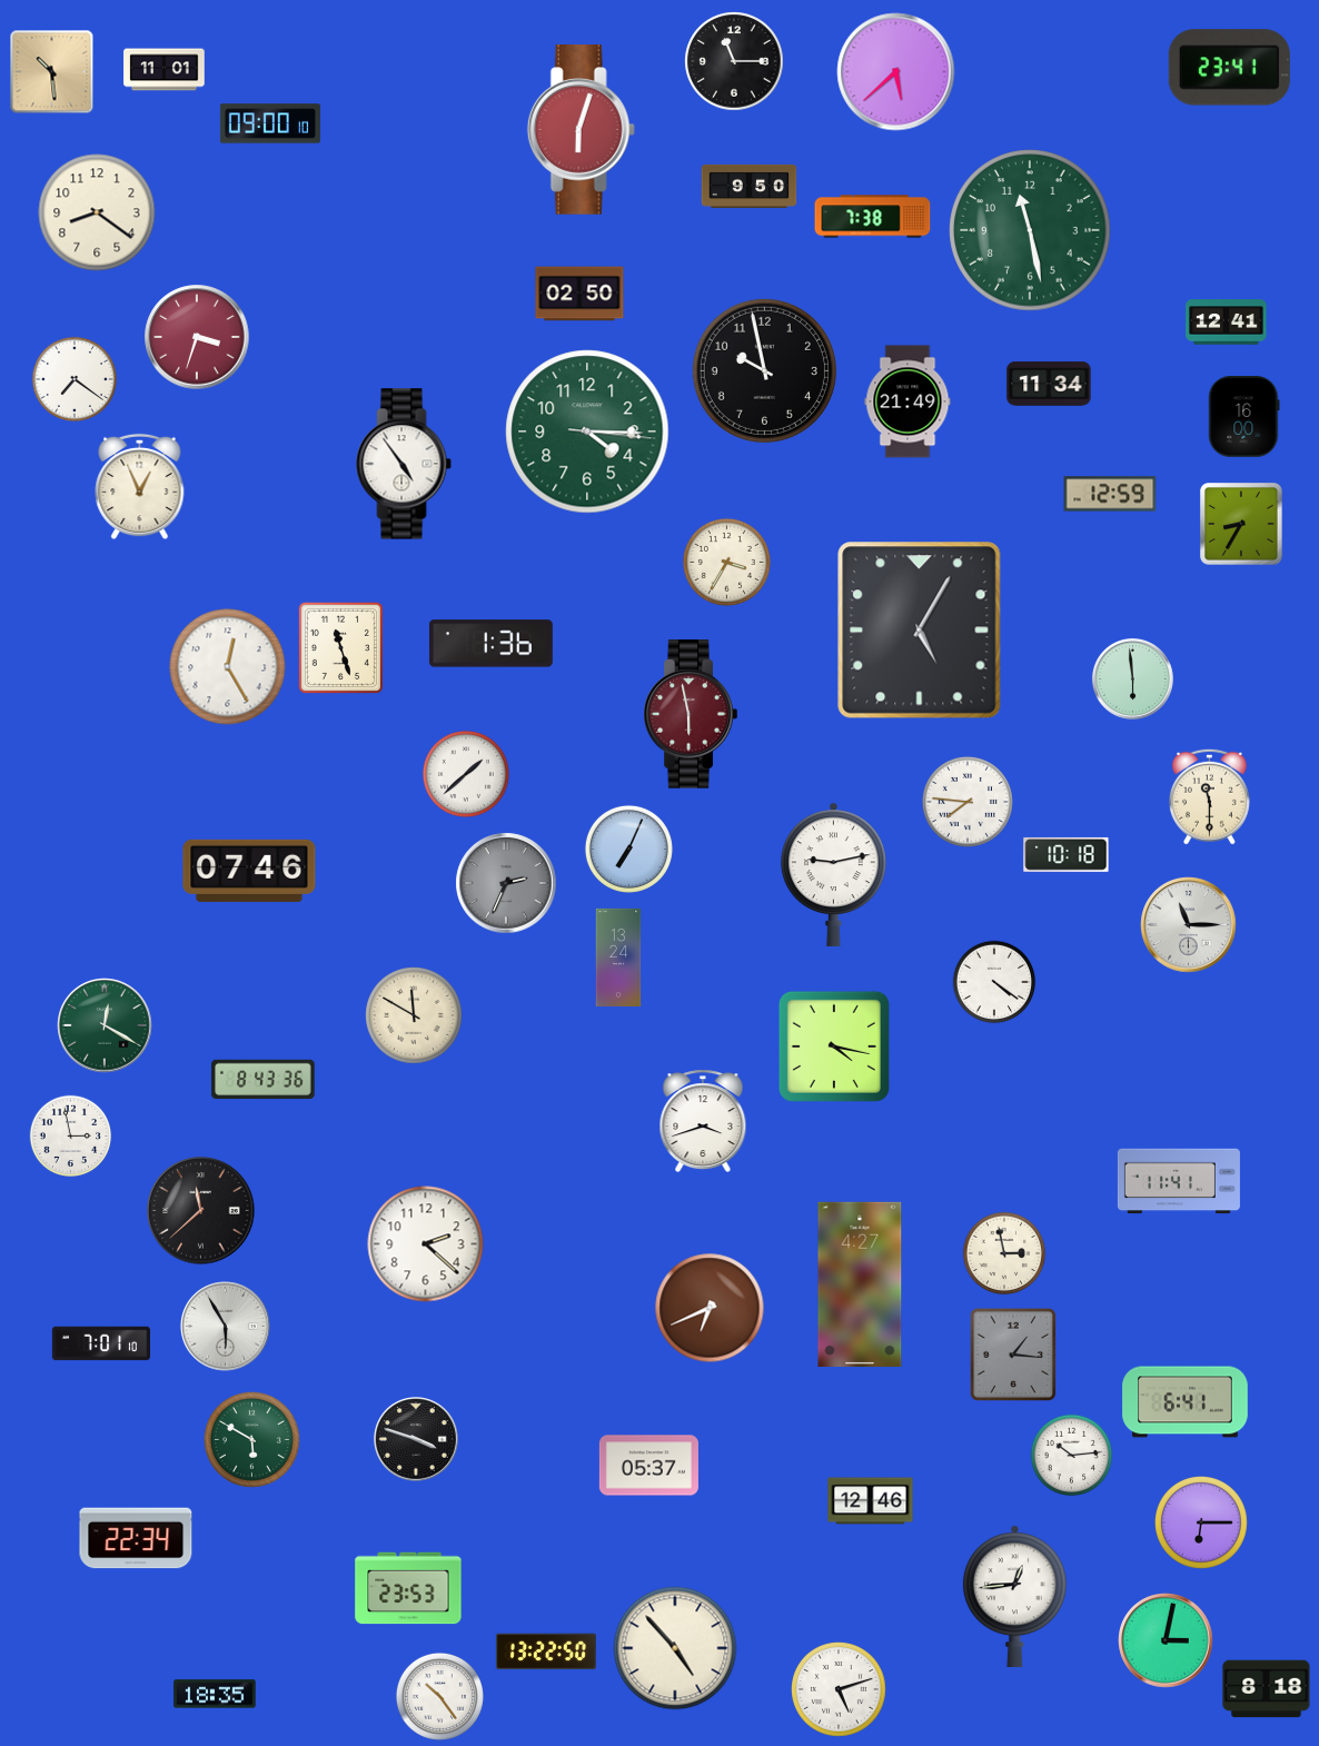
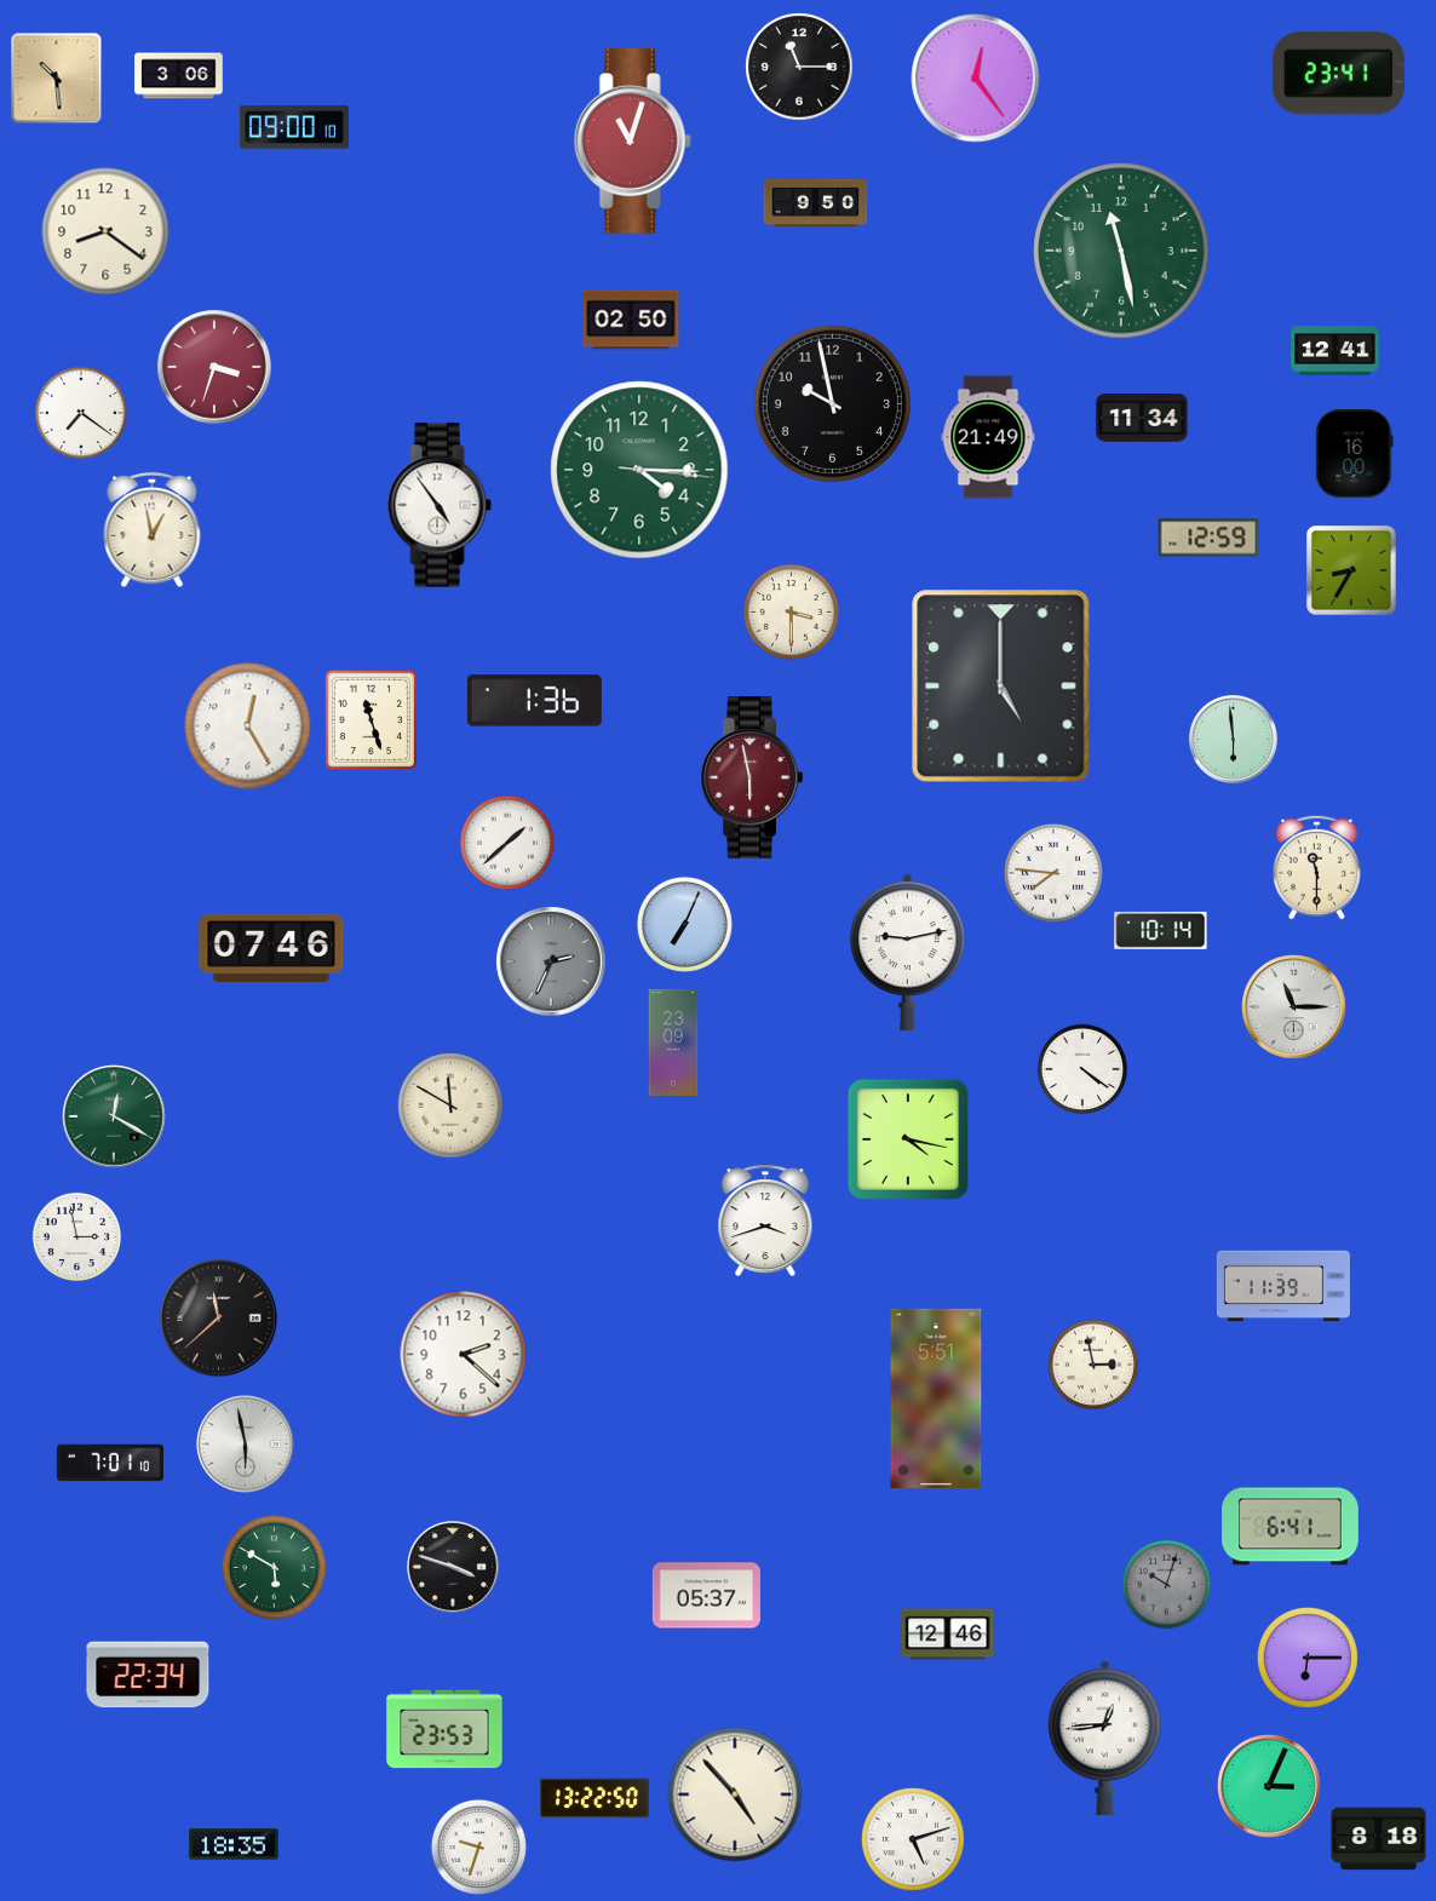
clock at (165, 70): 11:01 -> 3:06
clock at (896, 72): 5:38 -> 12:24
clock at (270, 123) position: (270, 123) -> (294, 127)
clock at (581, 130): 6:03 -> 11:03
clock at (873, 217): 7:38 -> none
clock at (140, 487): 12:56 -> 12:58
clock at (726, 562): 3:35 -> 3:30
clock at (920, 631): 5:05 -> 5:00
clock at (340, 647) position: (340, 647) -> (371, 719)
clock at (1067, 854): 10:18 -> 10:14
clock at (618, 958): 13:24 -> 23:09
clock at (264, 1080): 8:43 -> none
clock at (1179, 1181): 11:41 -> 11:39
clock at (860, 1284): 4:27 -> 5:51
clock at (710, 1308): 6:41 -> none
clock at (226, 1327): 5:55 -> 5:58
clock at (1013, 1355): 1:16 -> none
clock at (1072, 1456): 10:14 -> 10:03
clock at (1072, 1456) dial: white -> grey
clock at (1166, 1640): 3:02 -> 3:04
clock at (439, 1696): 10:24 -> 9:33
